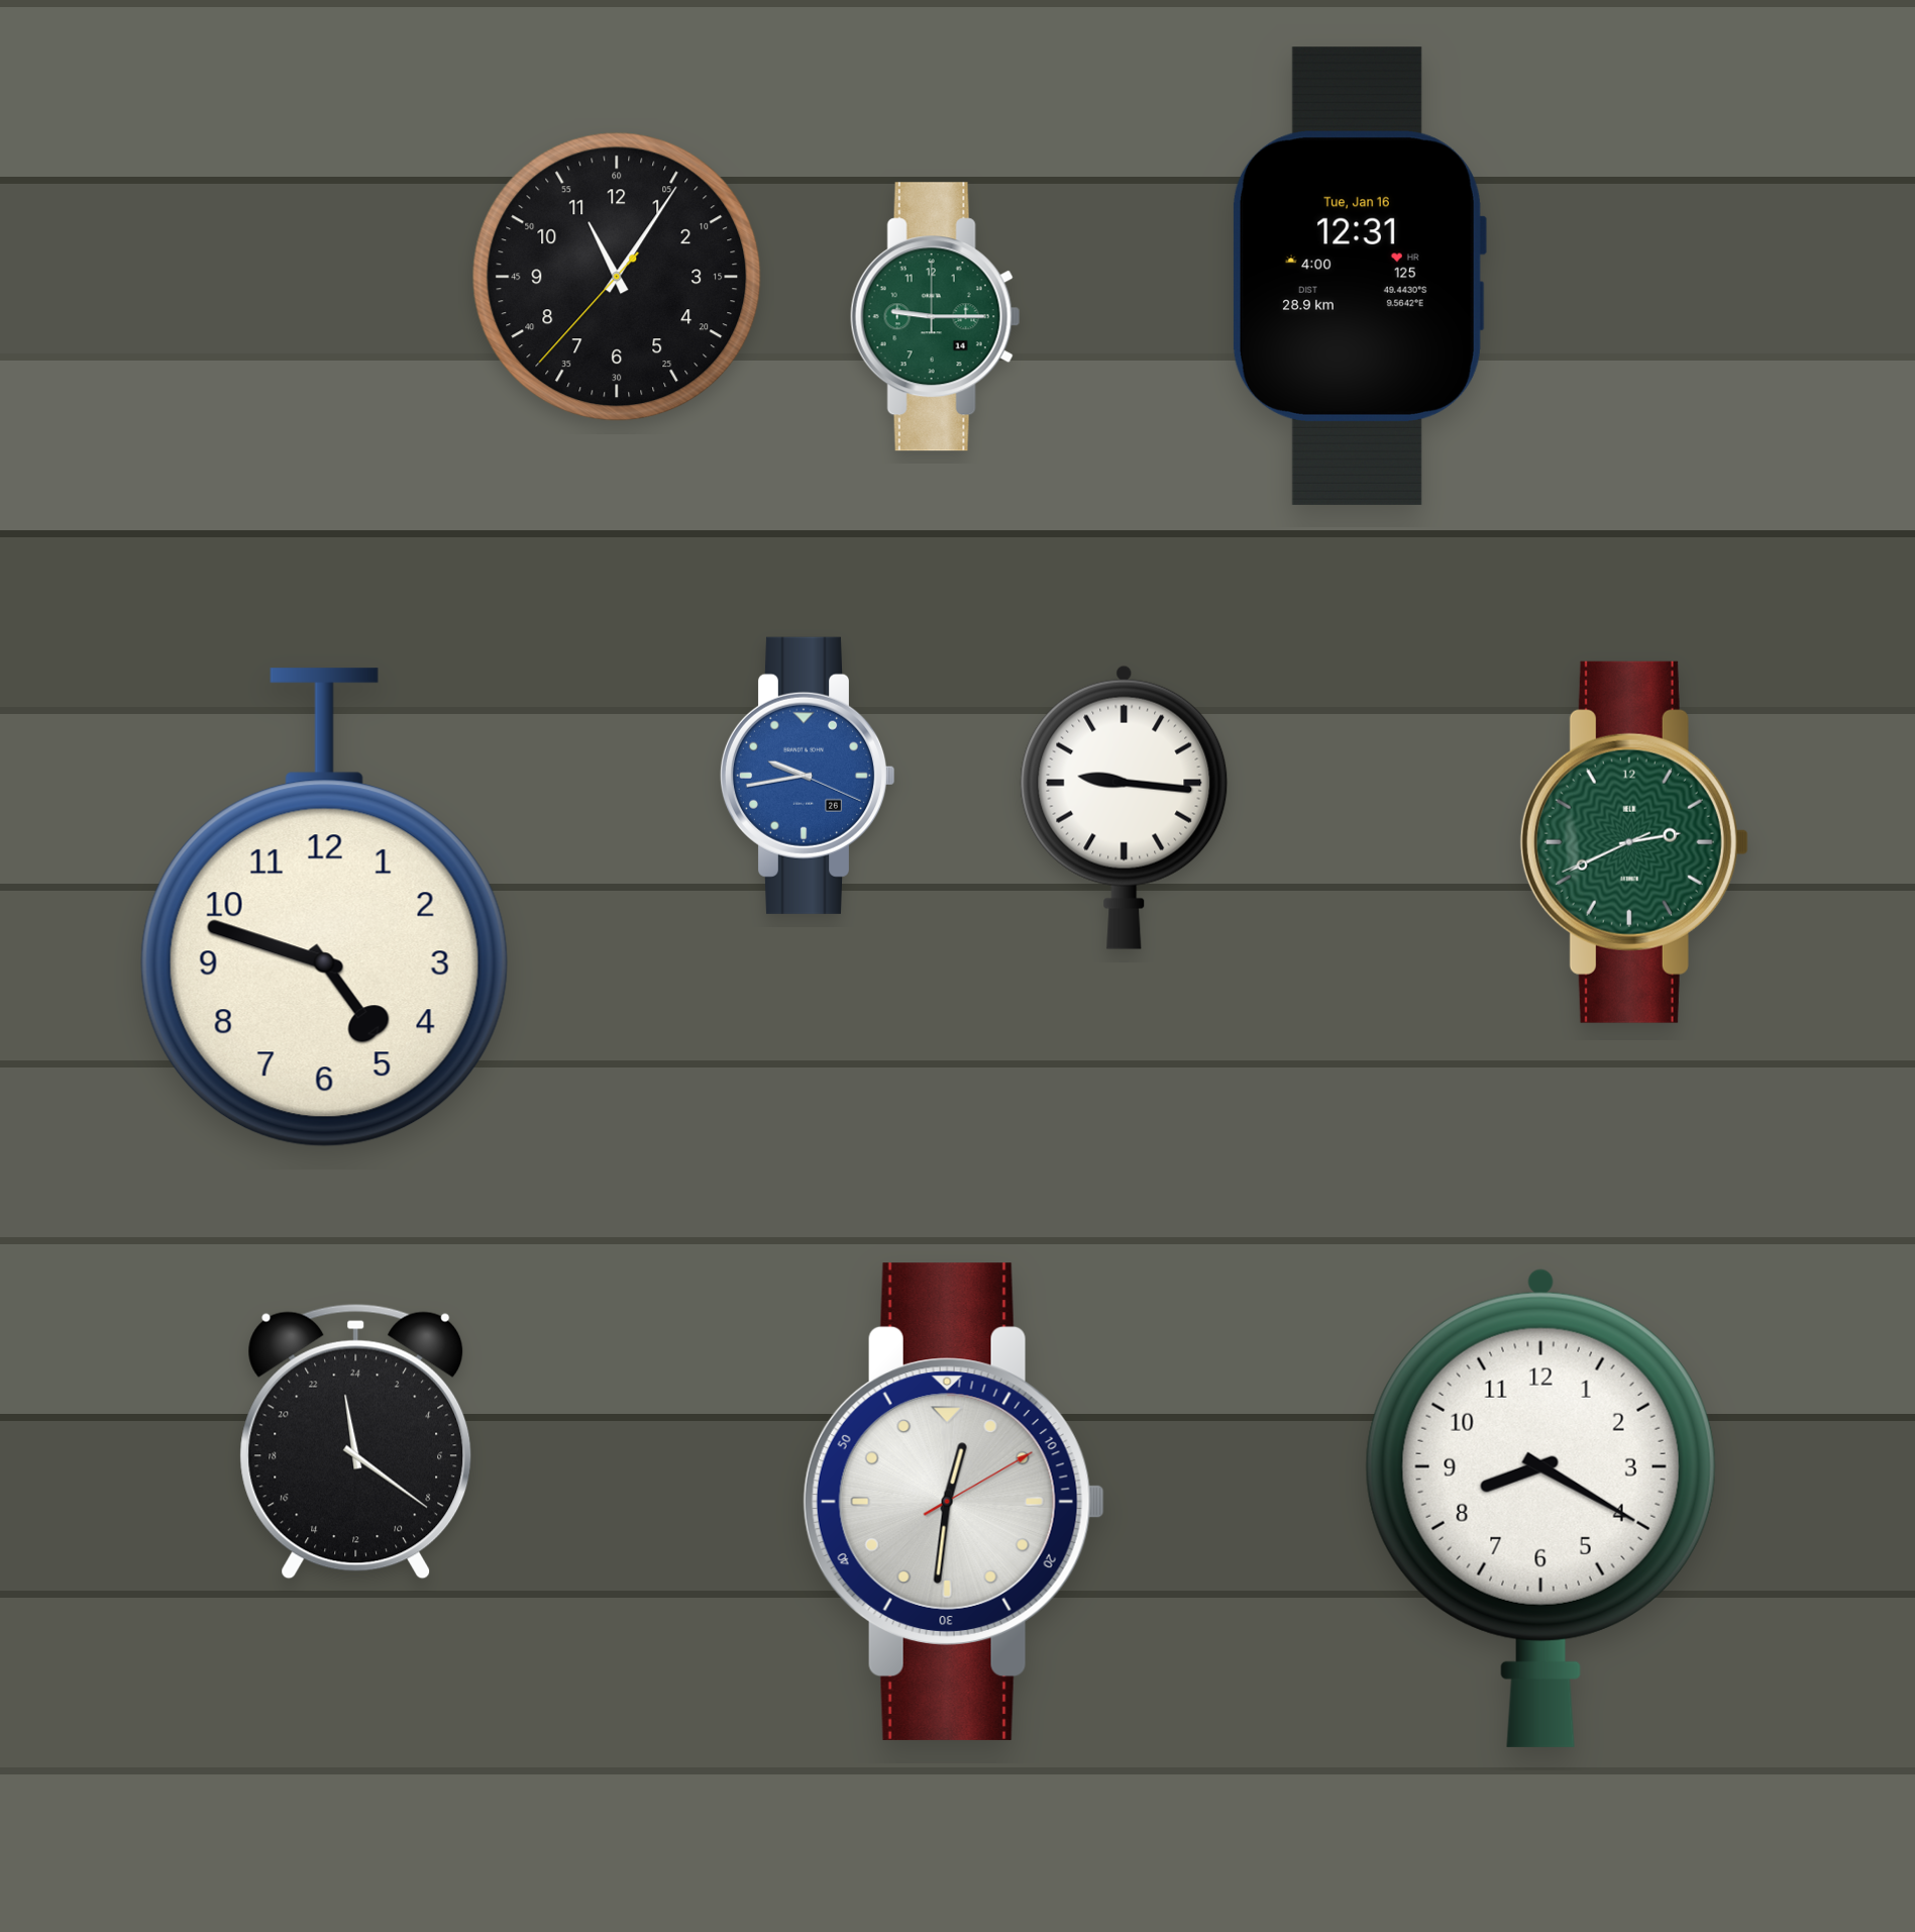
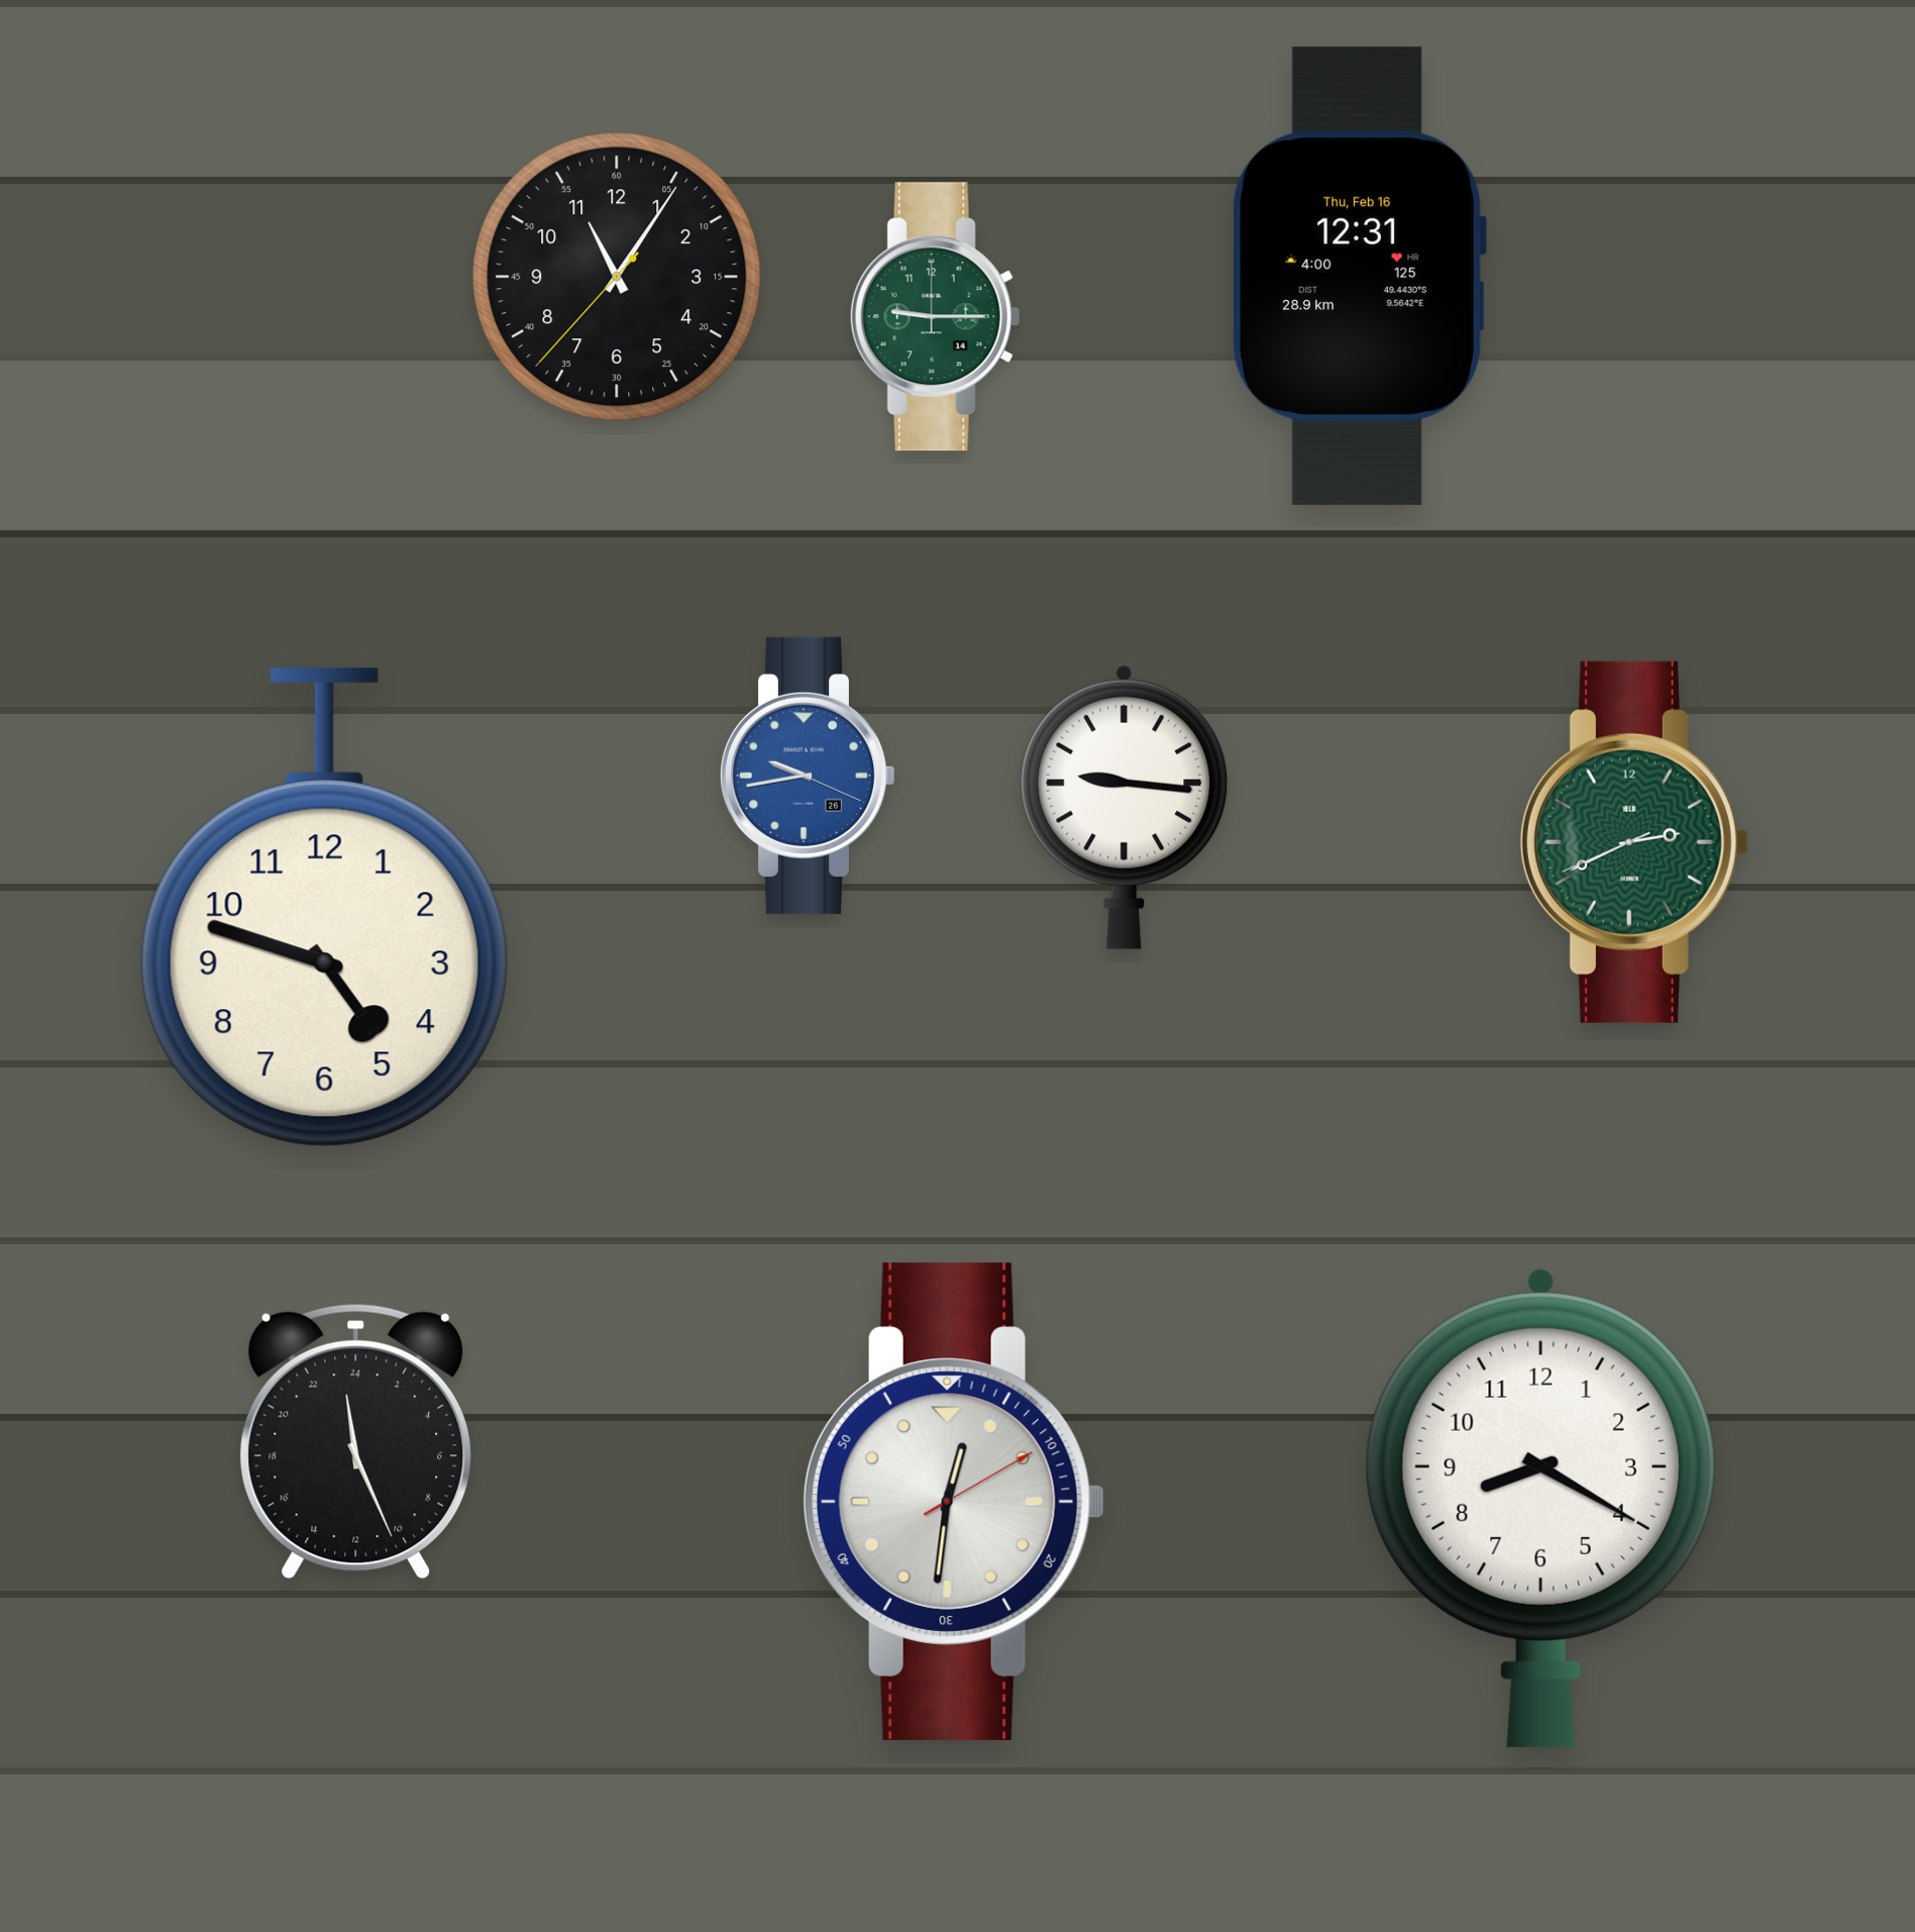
clock at (1359, 276) date: Tue, Jan 16 -> Thu, Feb 16
clock at (356, 1441): 23:21 -> 23:26
